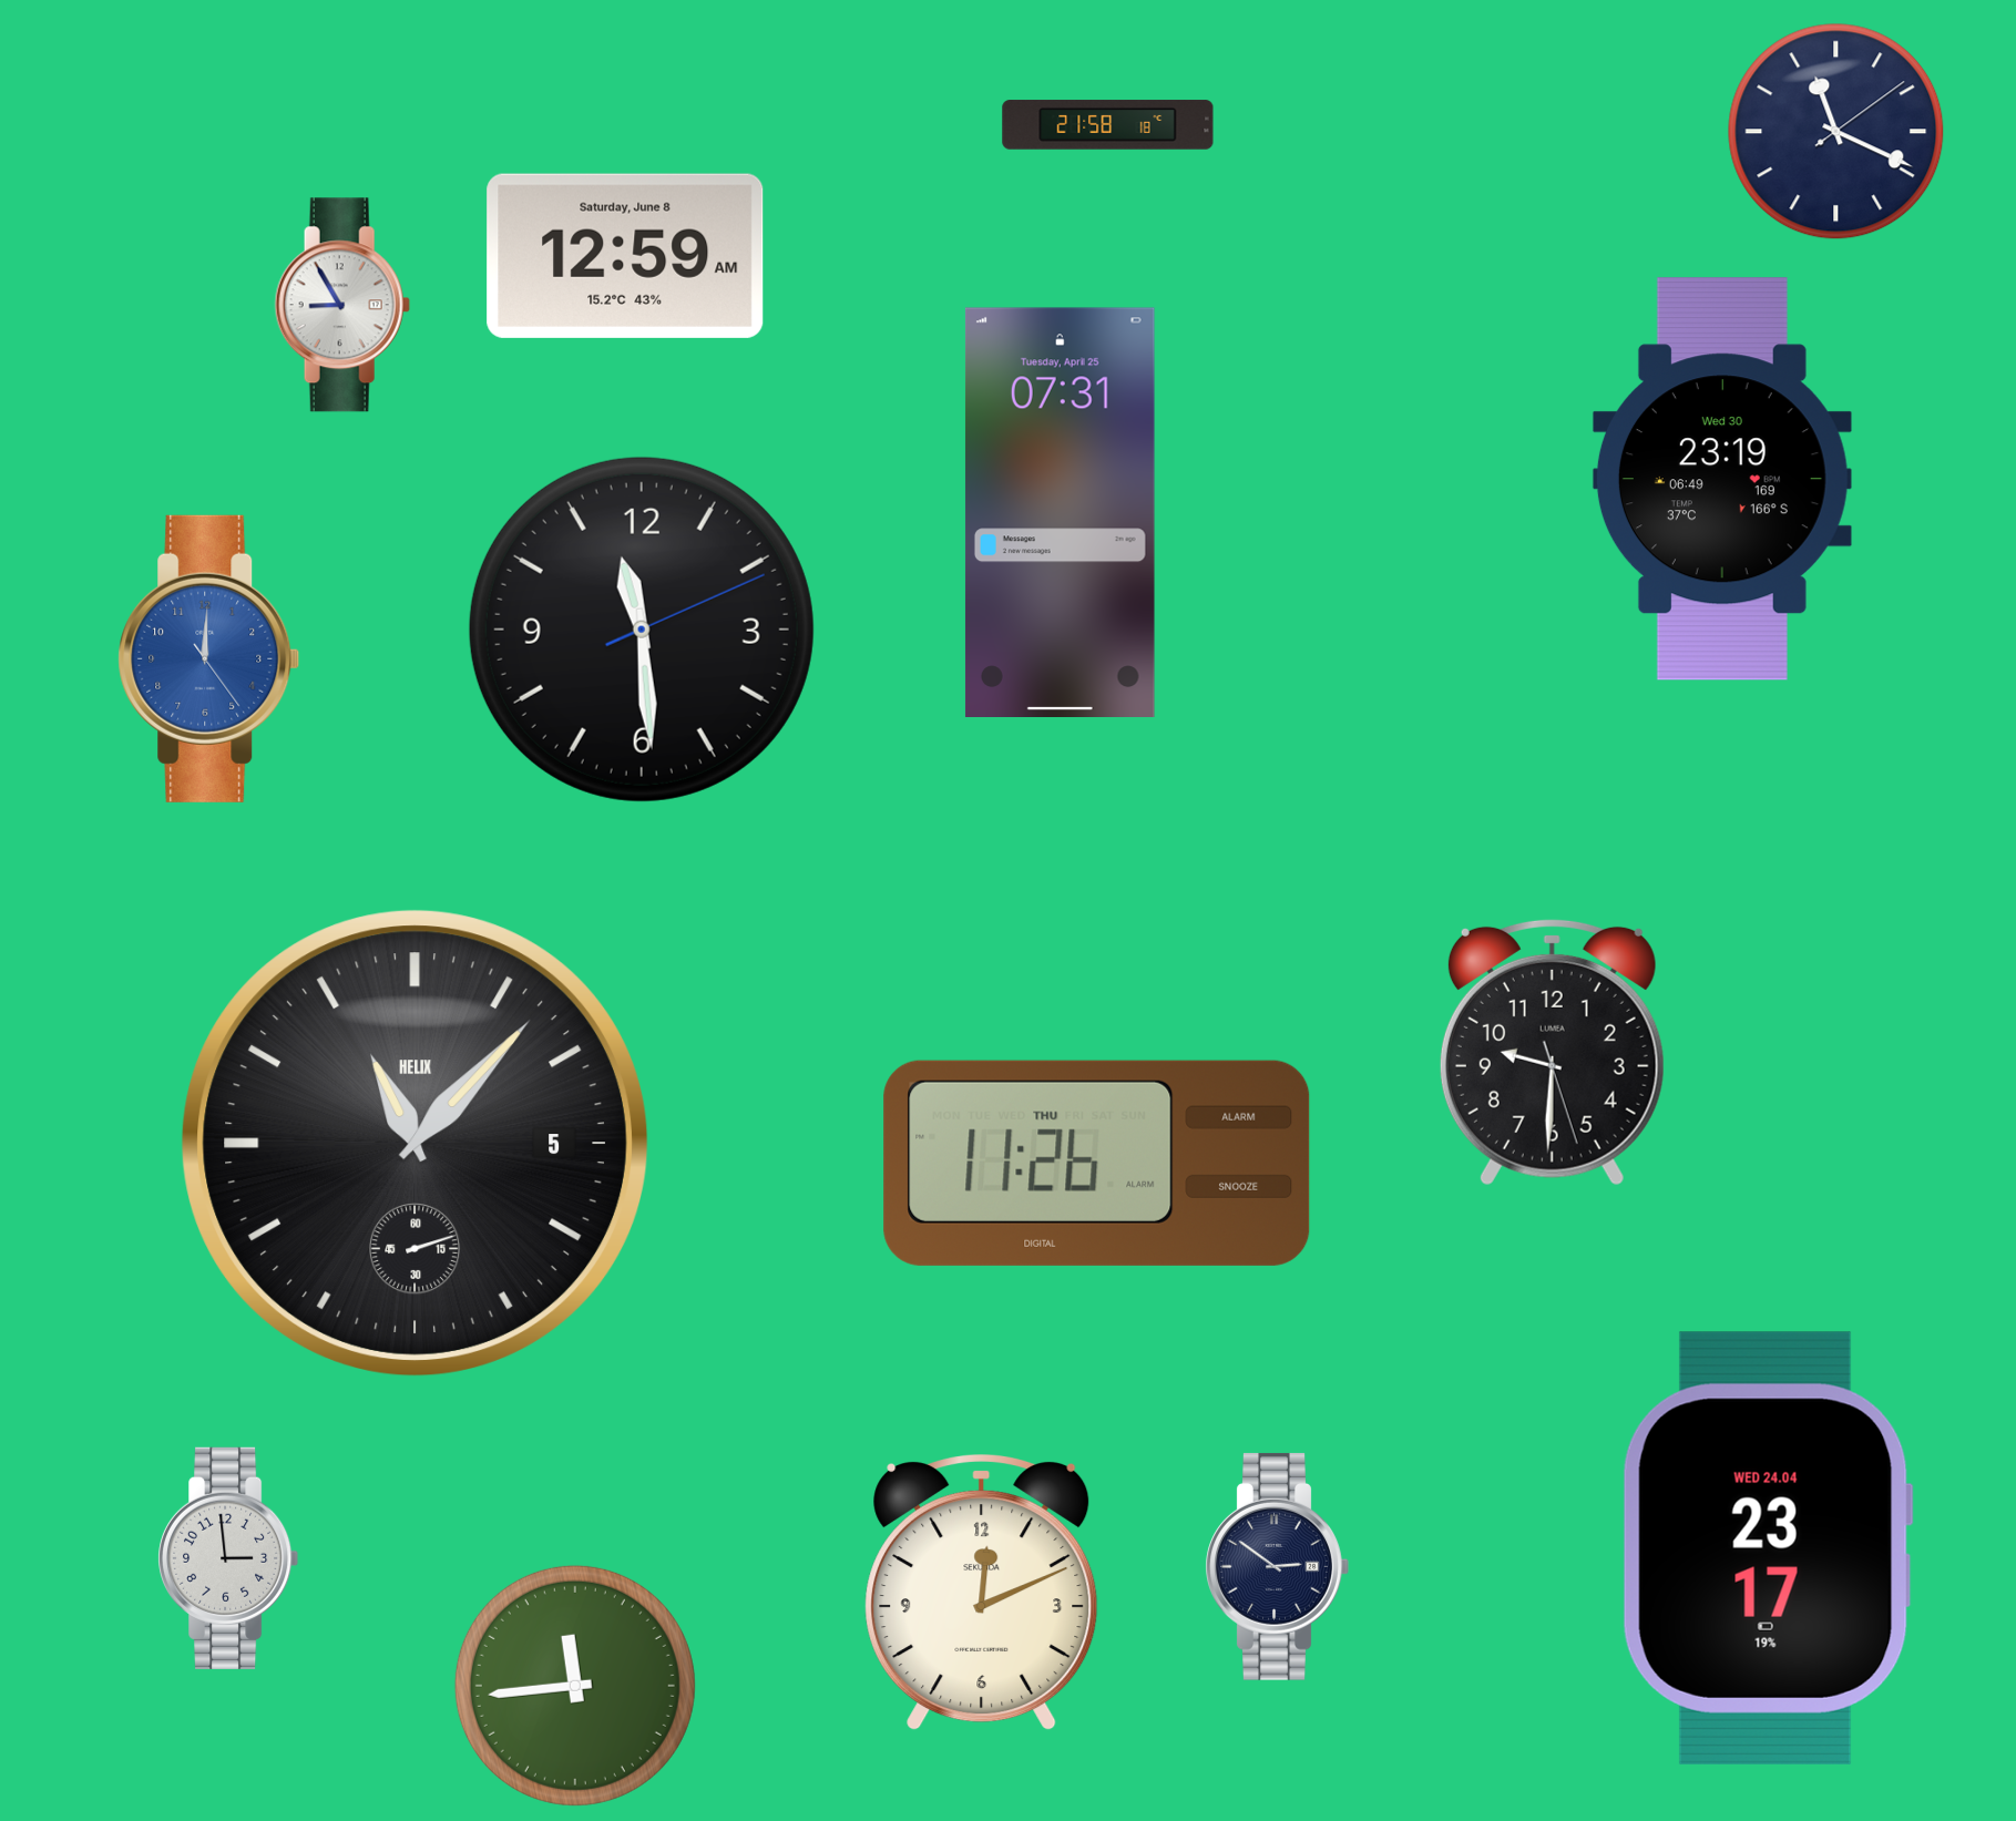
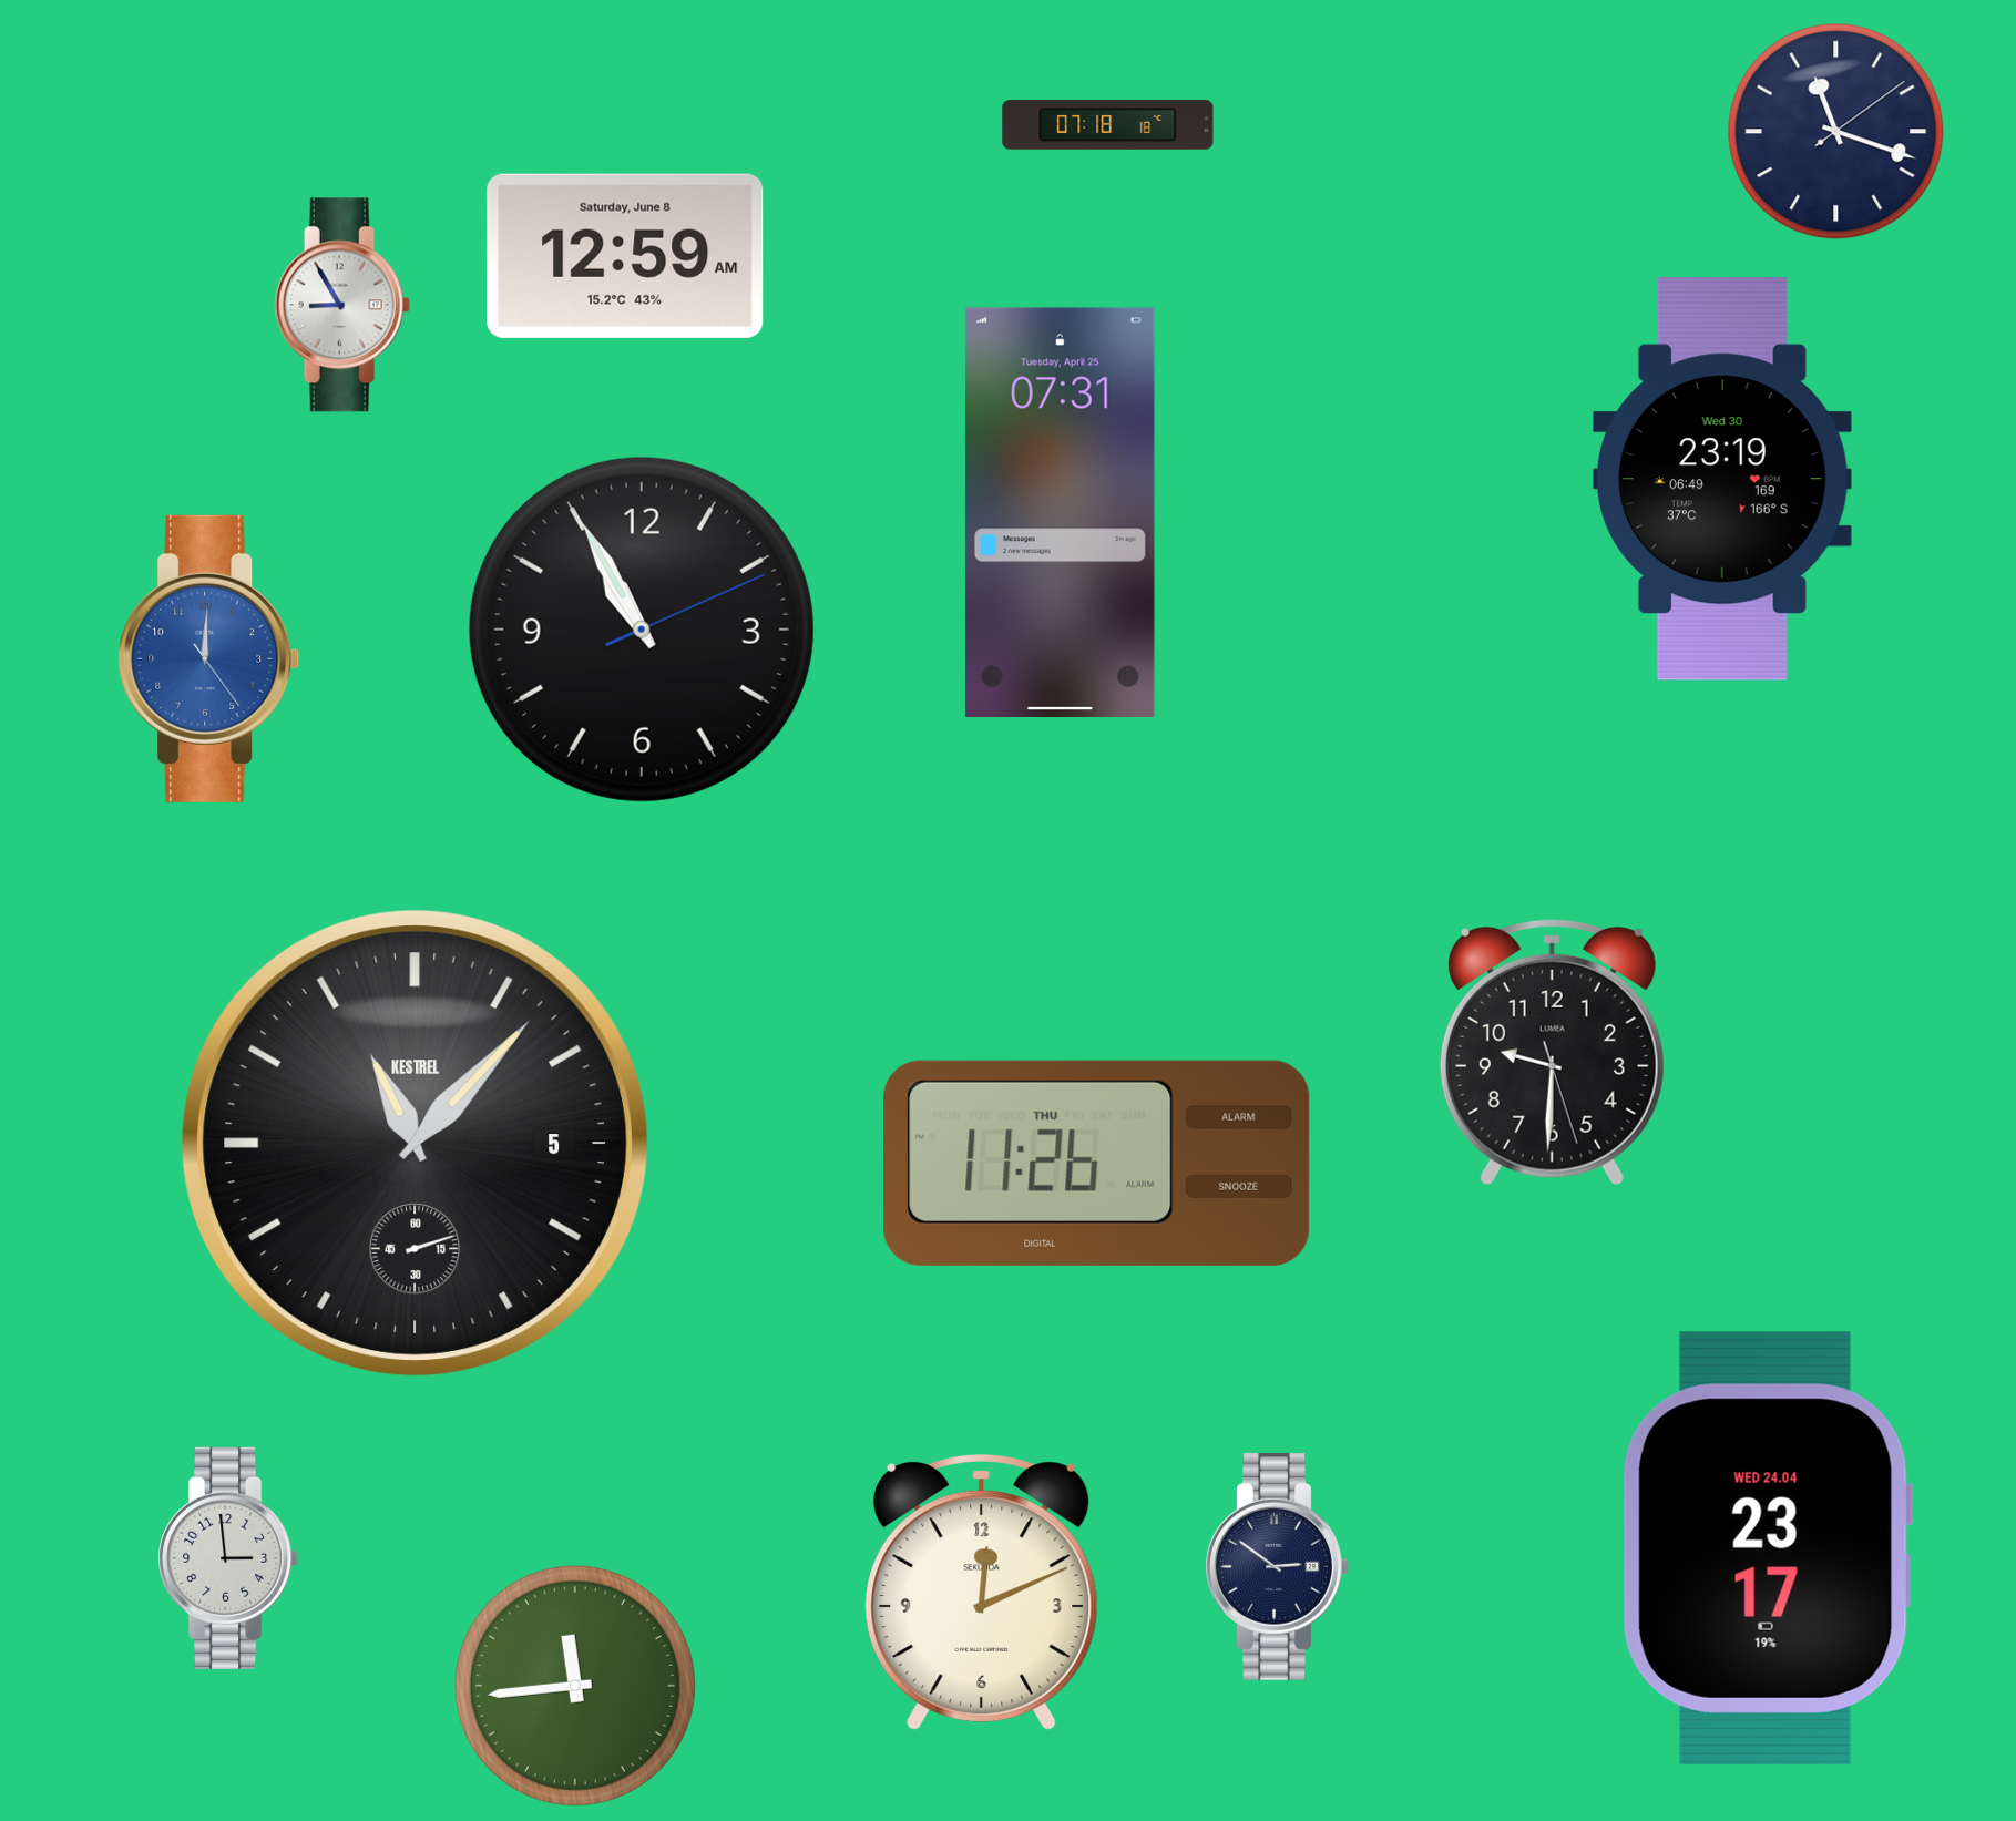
clock at (1108, 125): 21:58 -> 07:18
clock at (1836, 132): 11:19 -> 11:18
clock at (642, 630): 11:29 -> 10:55
clock at (415, 1143) brand: HELIX -> KESTREL
